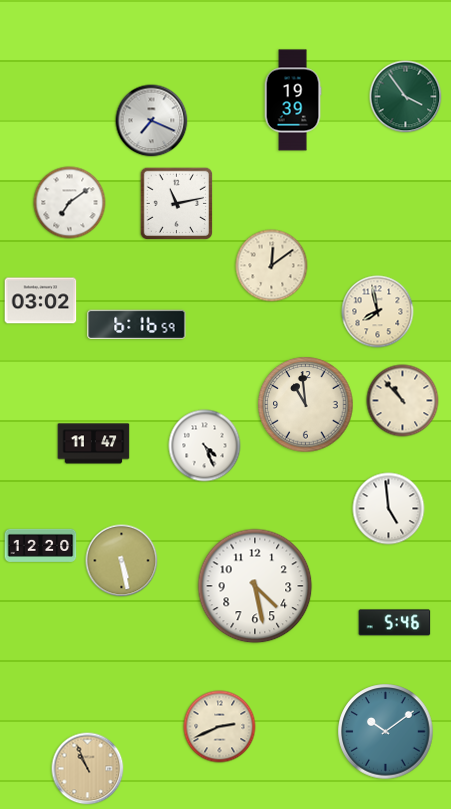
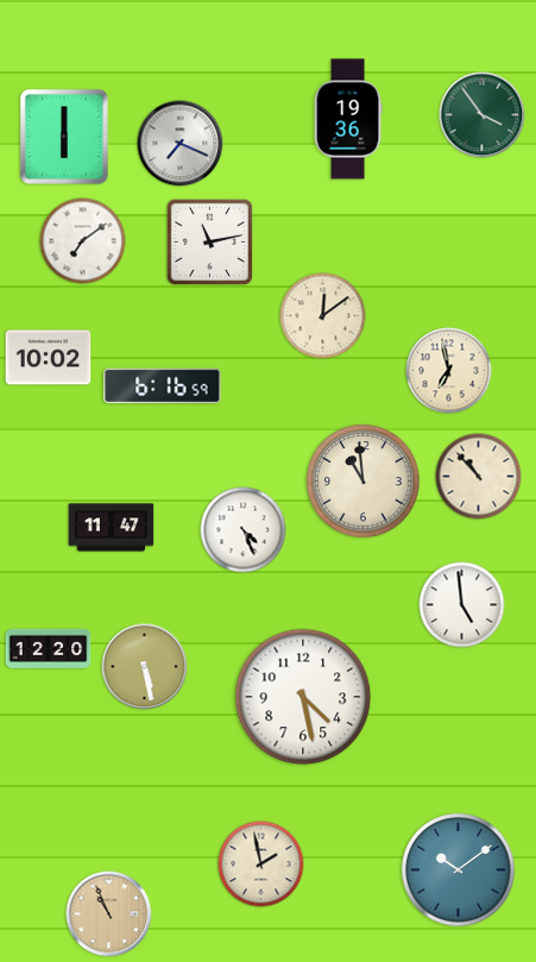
clock at (293, 100): 19:39 -> 19:36
clock at (64, 138): none -> 6:00
clock at (41, 301): 03:02 -> 10:02
clock at (378, 312): 7:58 -> 6:58
clock at (395, 623): 5:46 -> none
clock at (220, 727): 2:41 -> 1:58
clock at (88, 769) position: (88, 769) -> (109, 914)
